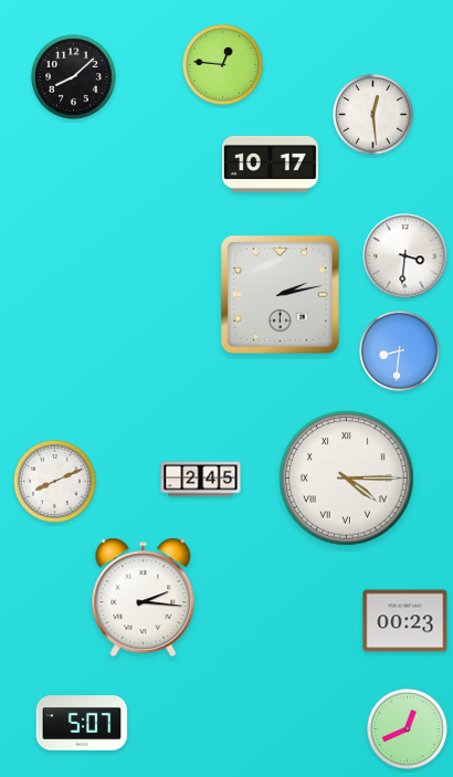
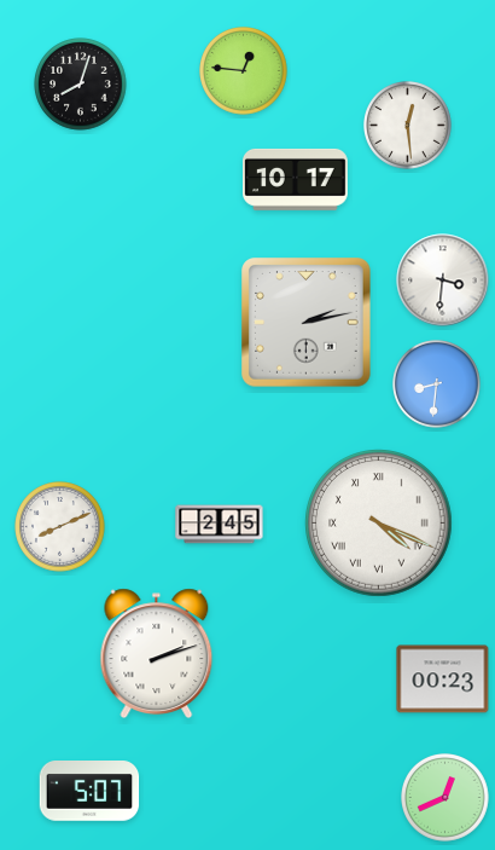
clock at (74, 77): 8:08 -> 8:03
clock at (347, 479): 4:15 -> 4:19
clock at (144, 598): 2:16 -> 2:12
